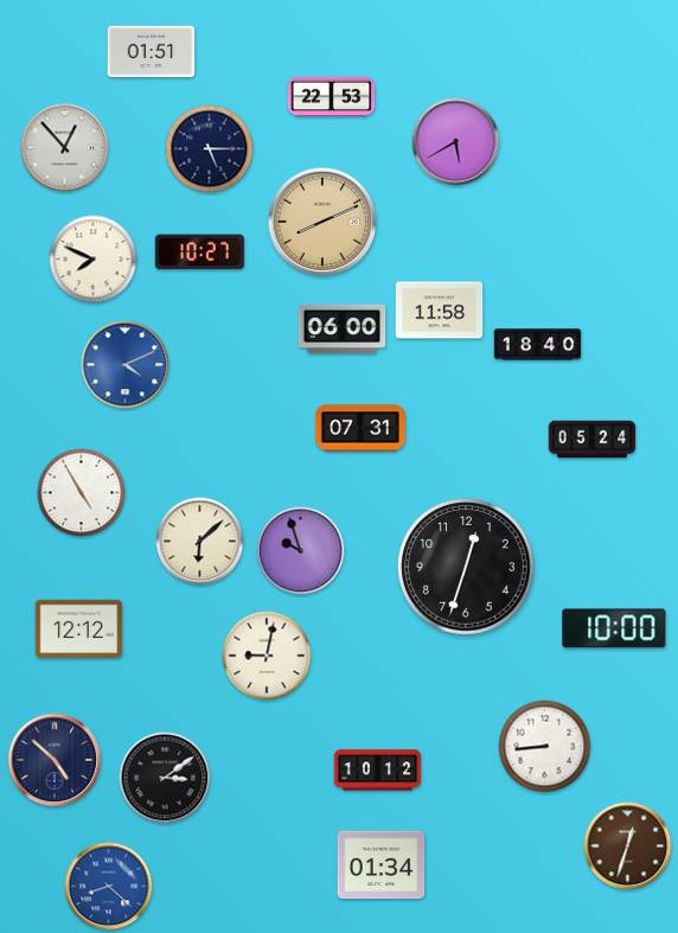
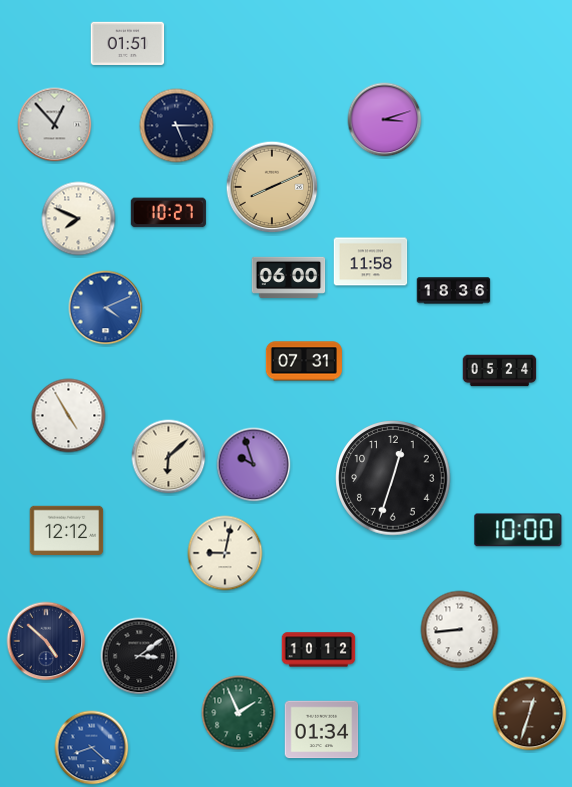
clock at (332, 97): 22:53 -> none
clock at (456, 142): 5:40 -> 3:12
clock at (538, 345): 18:40 -> 18:36
clock at (239, 713): none -> 1:56
